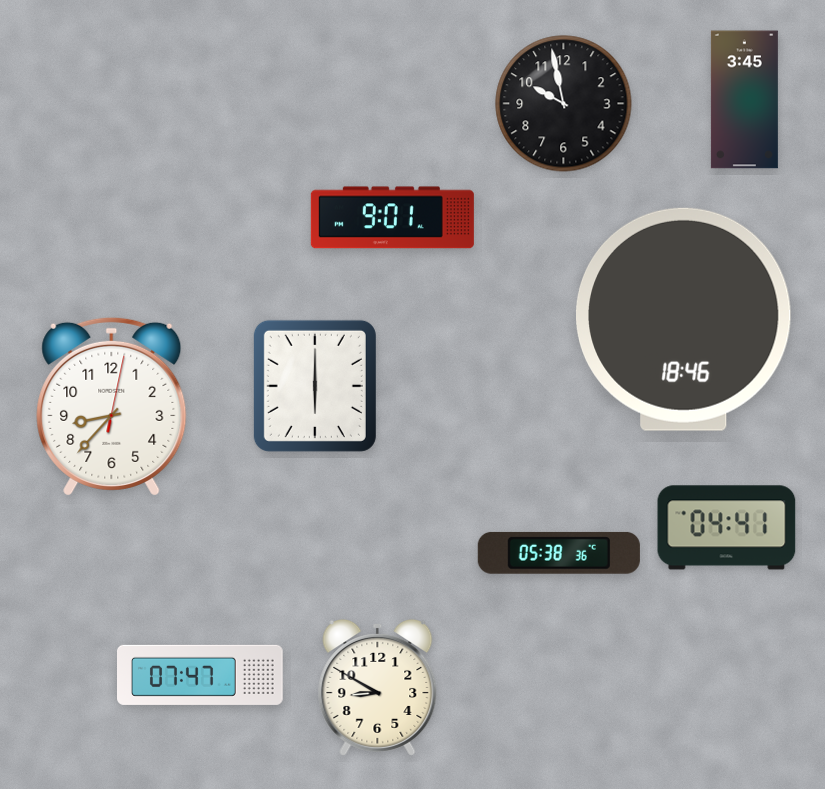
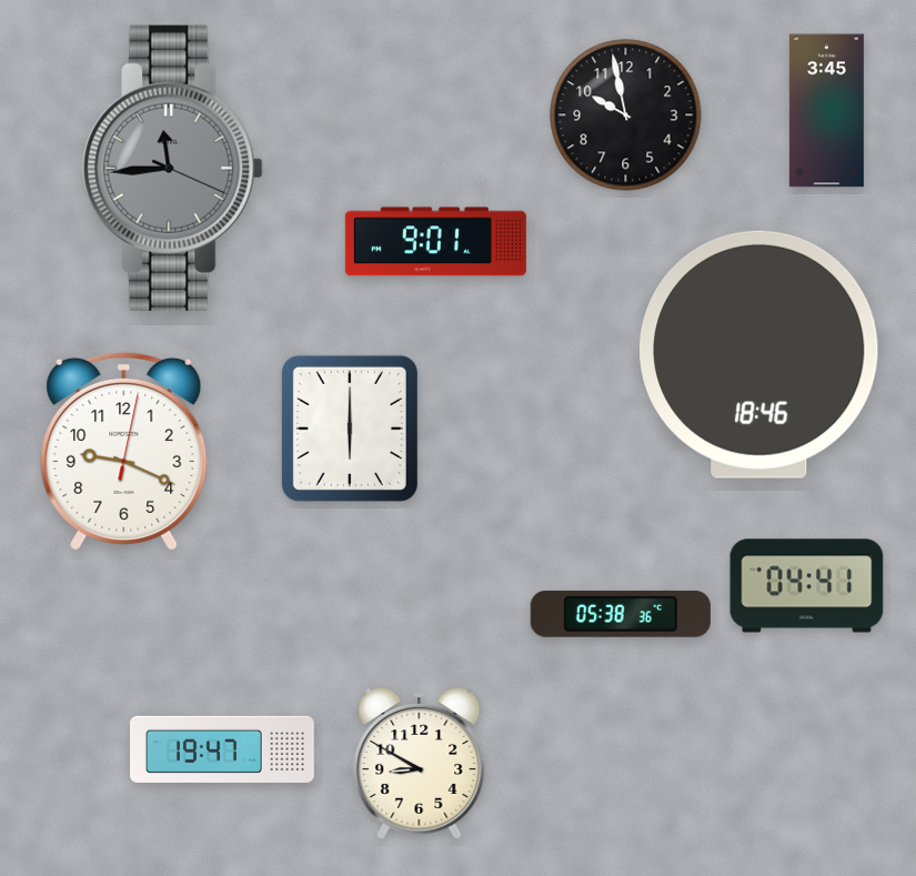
clock at (173, 168): none -> 11:44
clock at (112, 406): 8:37 -> 9:19
clock at (201, 675): 07:47 -> 19:47
